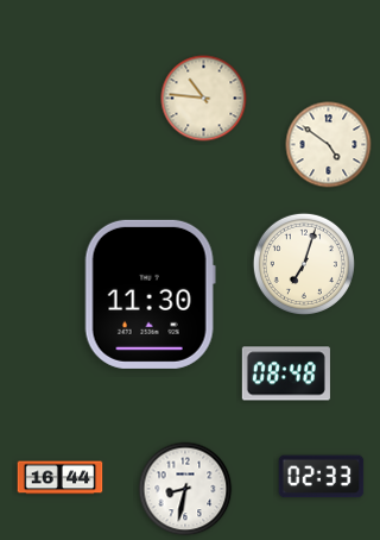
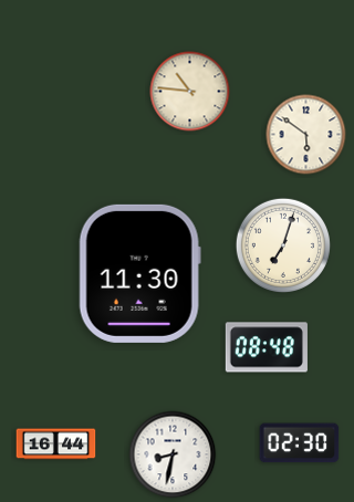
clock at (329, 145): 4:51 -> 5:51
clock at (322, 477): 02:33 -> 02:30
